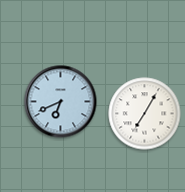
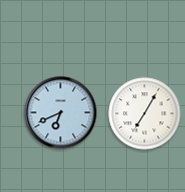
clock at (61, 102) position: (61, 102) -> (61, 113)
